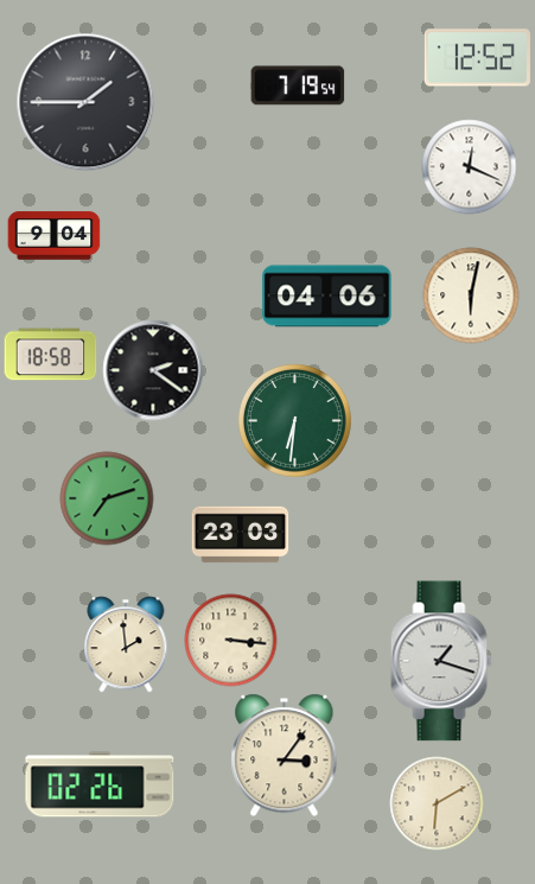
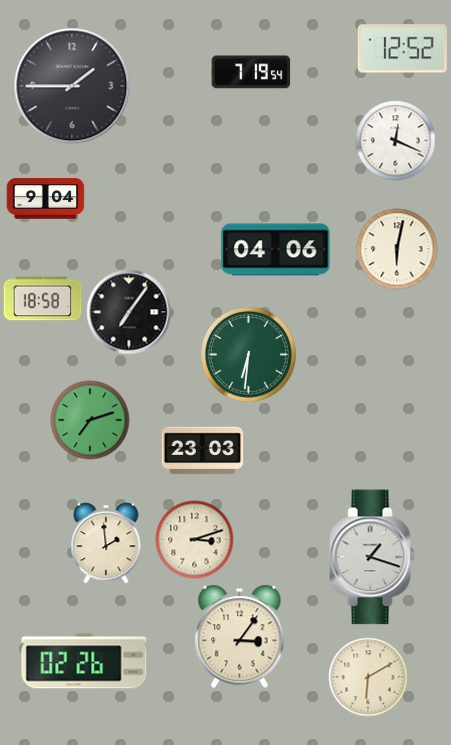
clock at (153, 370): 2:21 -> 7:06
clock at (230, 640): 3:16 -> 3:12
